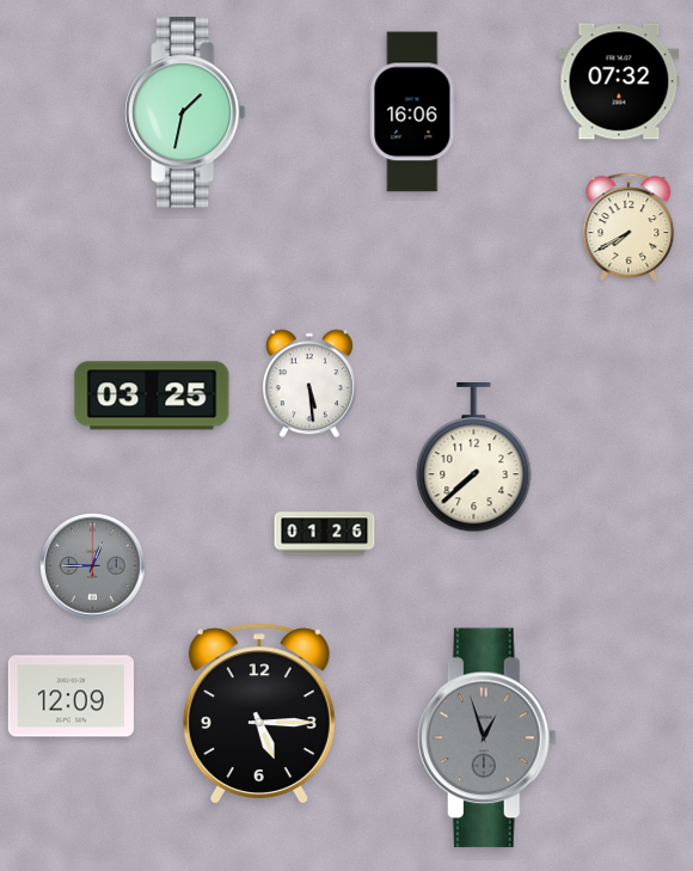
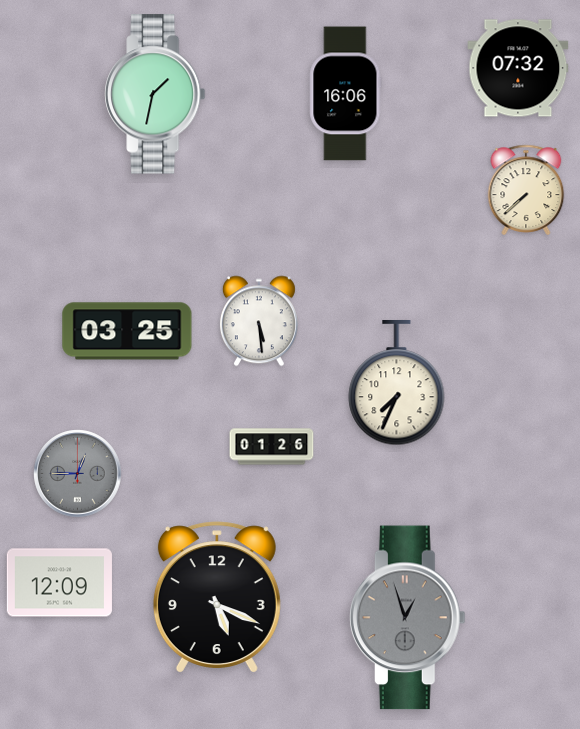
clock at (628, 226): 7:40 -> 7:38
clock at (474, 459): 7:38 -> 7:34
clock at (259, 713): 5:15 -> 5:19
